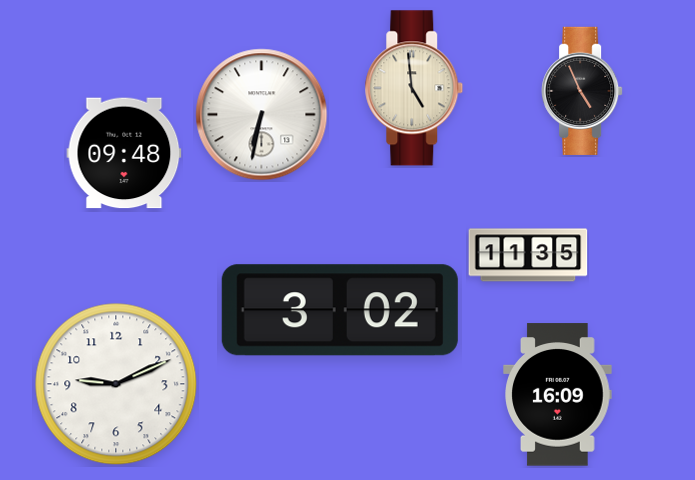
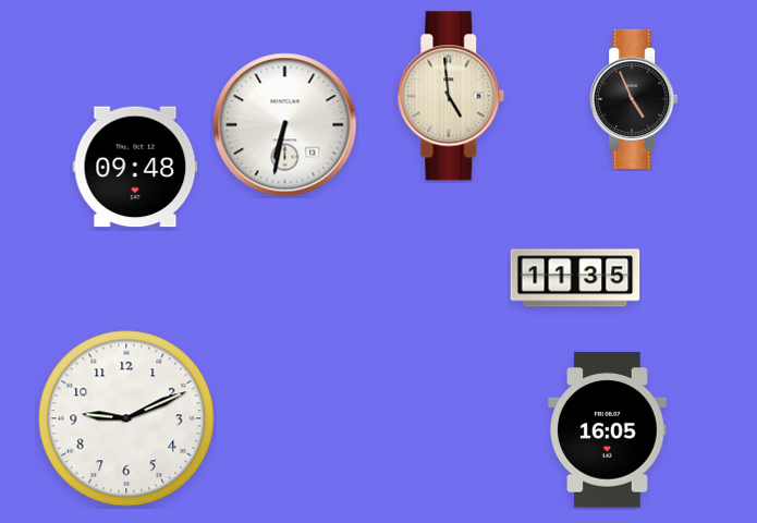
clock at (340, 310): 3:02 -> none
clock at (558, 395): 16:09 -> 16:05
